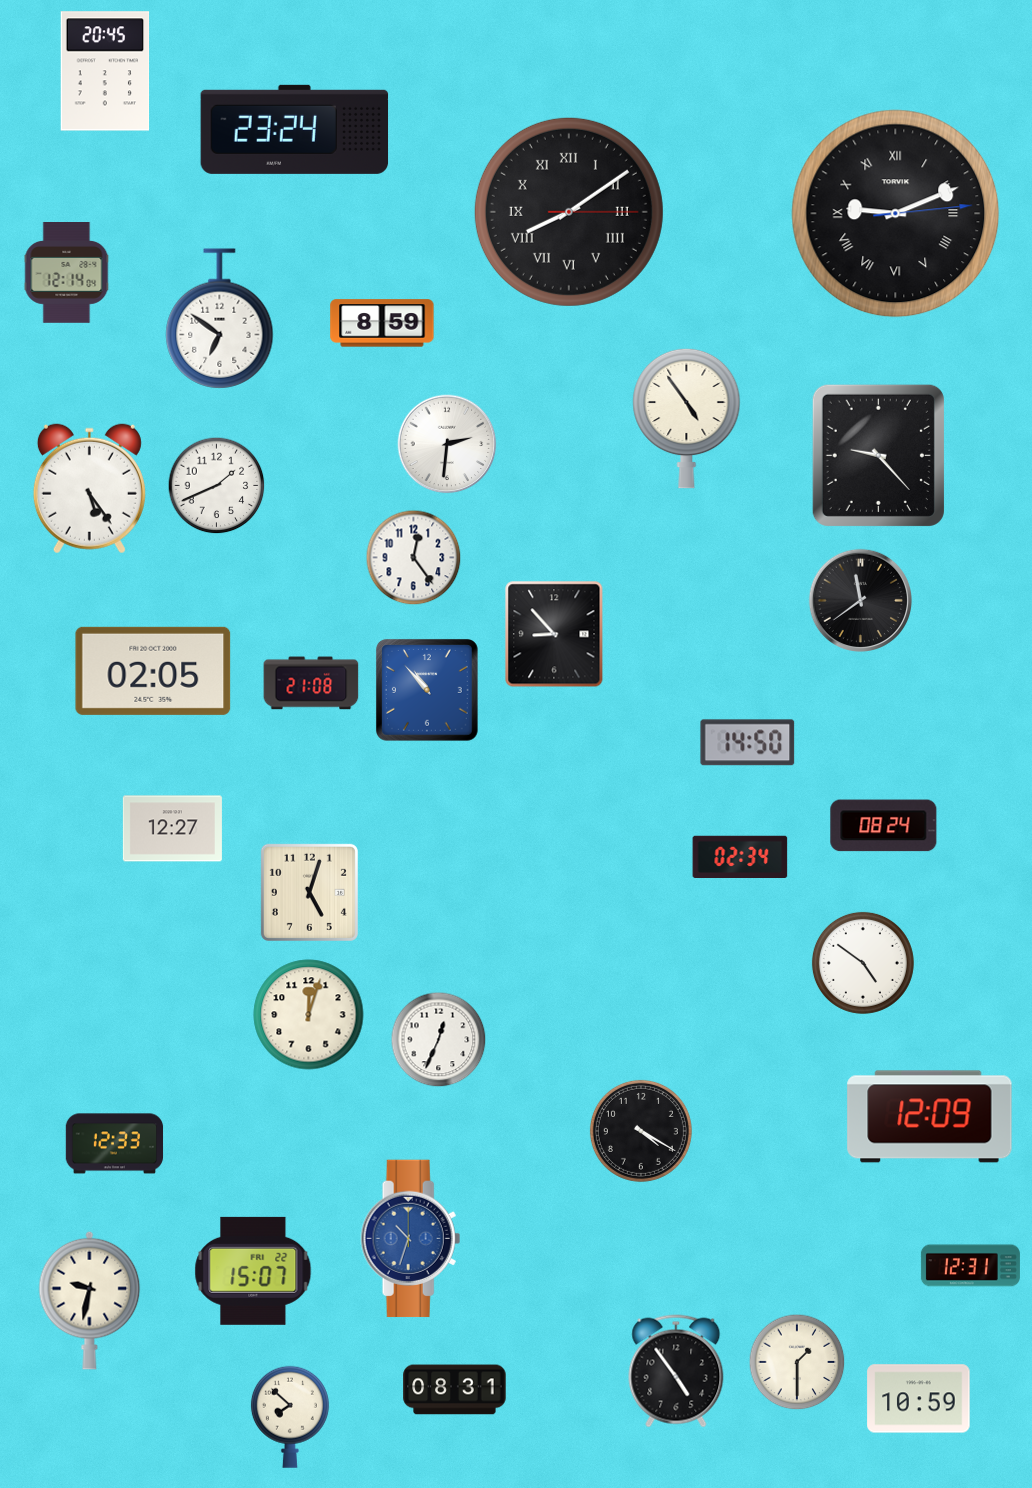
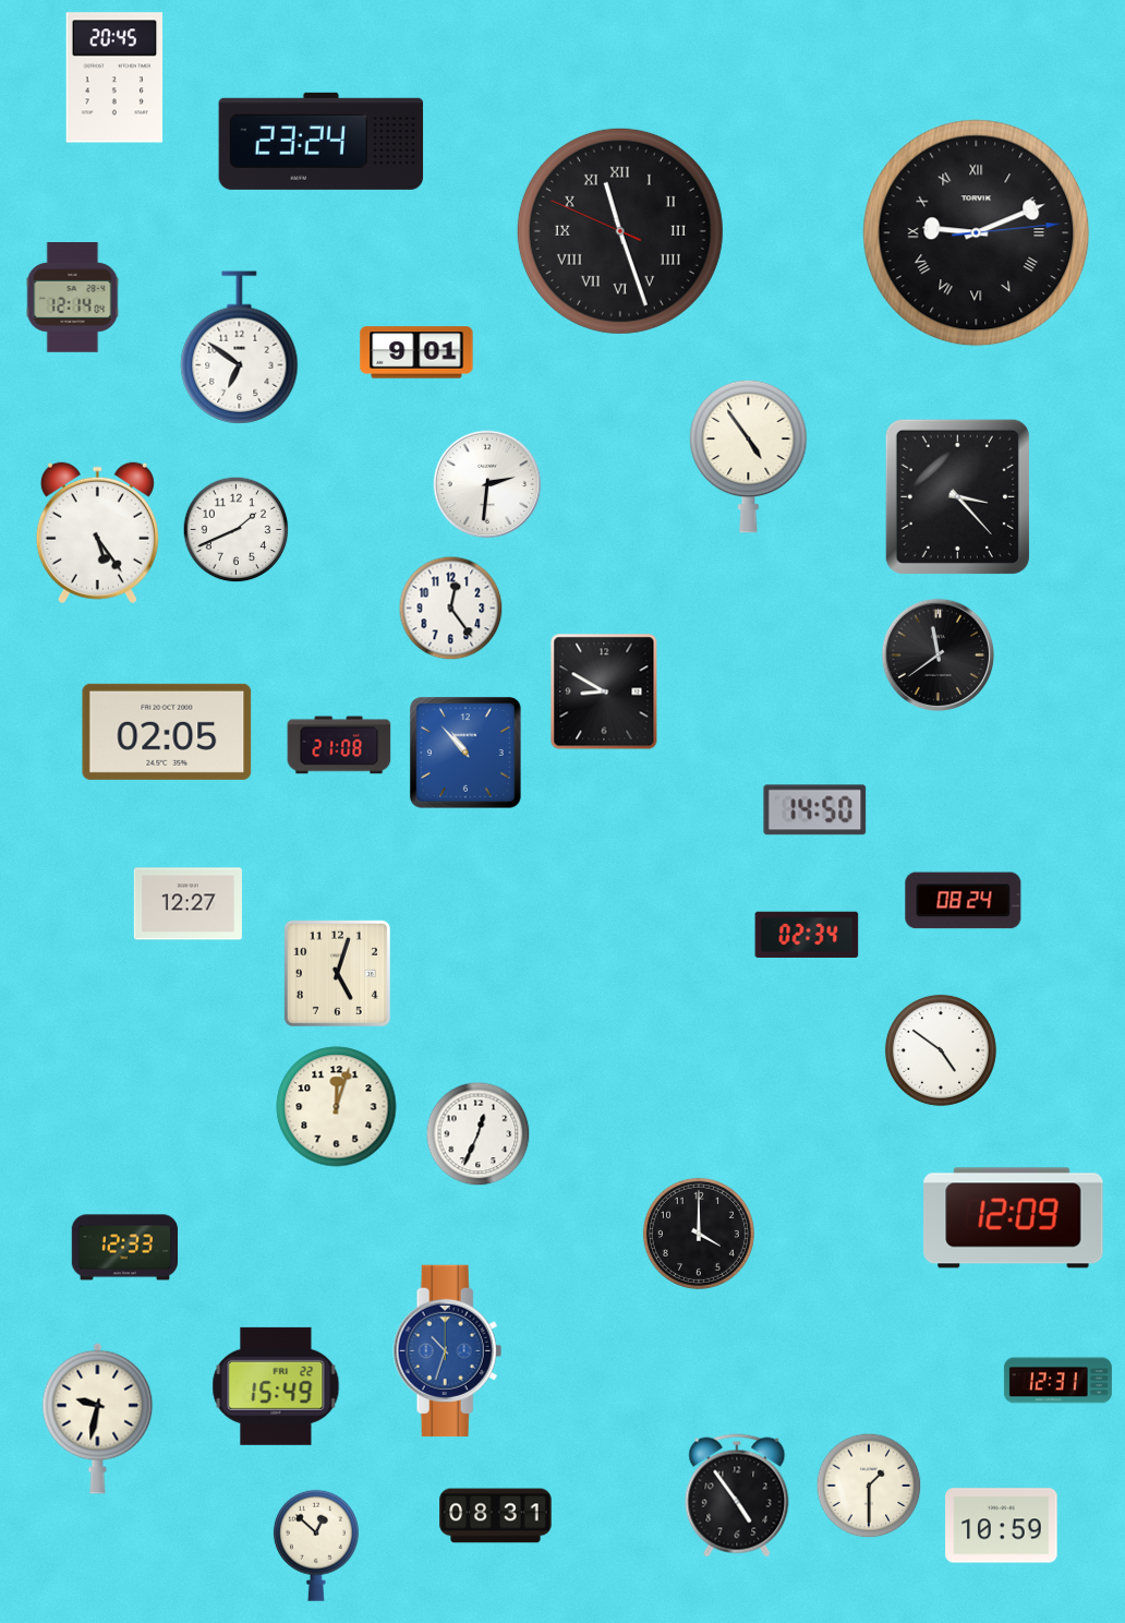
clock at (569, 212): 8:09 -> 11:26
clock at (382, 323): 8:59 -> 9:01
clock at (878, 455): 9:23 -> 3:23
clock at (554, 634): 8:53 -> 8:50
clock at (641, 1131): 4:20 -> 4:00
clock at (253, 1271): 15:07 -> 15:49
clock at (290, 1417): 7:52 -> 12:52
